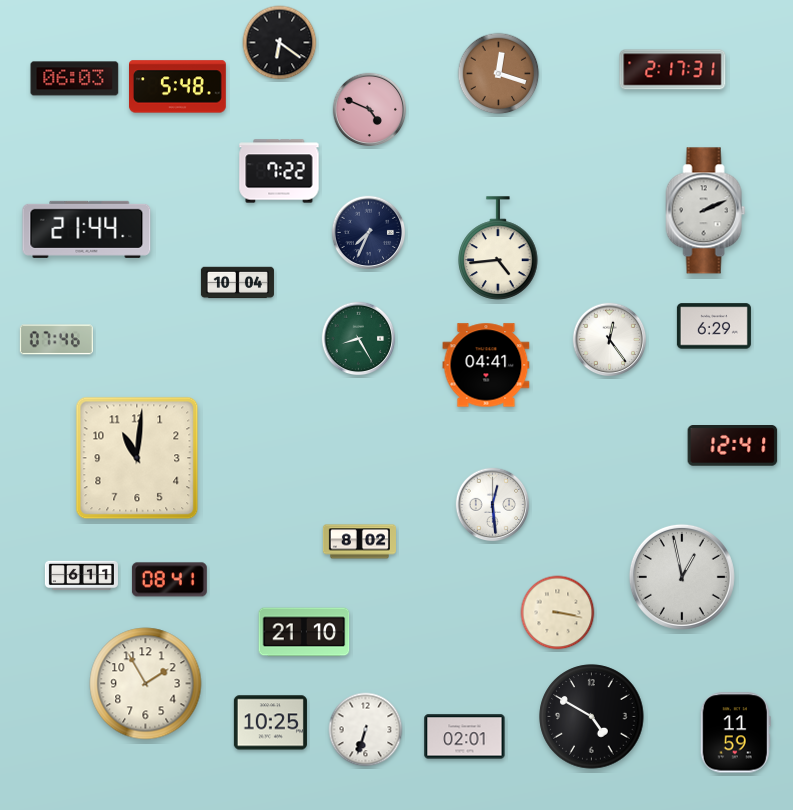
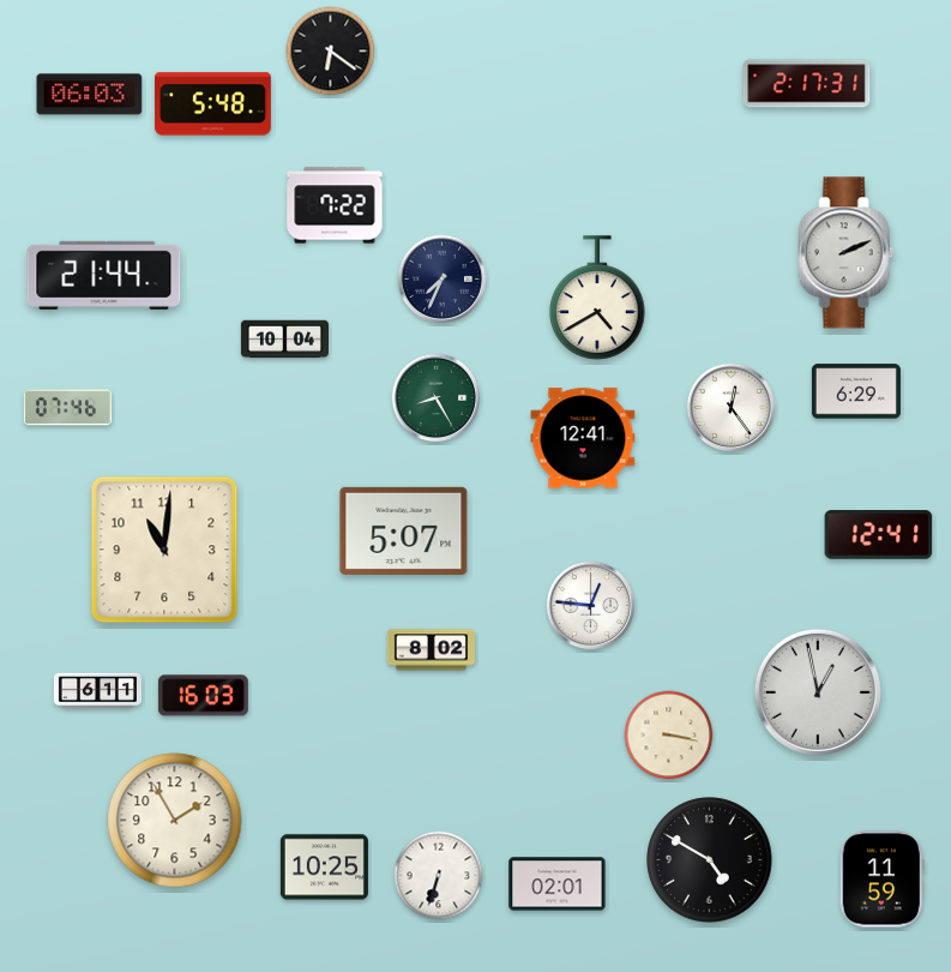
clock at (280, 43) position: (280, 43) -> (331, 52)
clock at (499, 74): 12:18 -> none
clock at (370, 110): 4:49 -> none
clock at (498, 248): 4:44 -> 4:40
clock at (359, 339) position: (359, 339) -> (437, 398)
clock at (486, 365): 04:41 -> 12:41
clock at (404, 530): none -> 5:07
clock at (493, 505): 12:29 -> 12:46
clock at (169, 580): 08:41 -> 16:03
clock at (304, 632): 21:10 -> none
